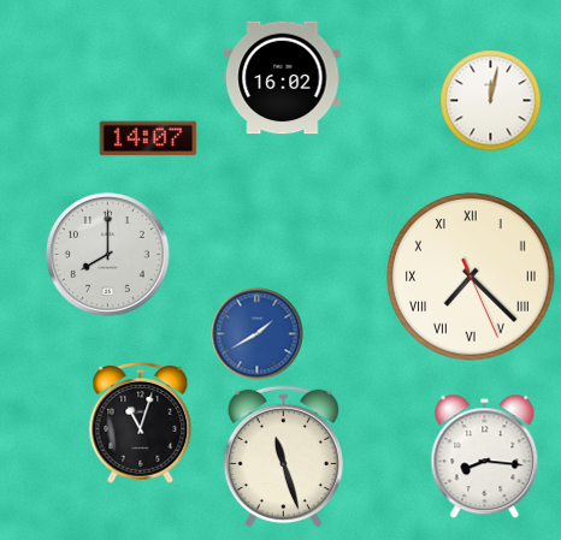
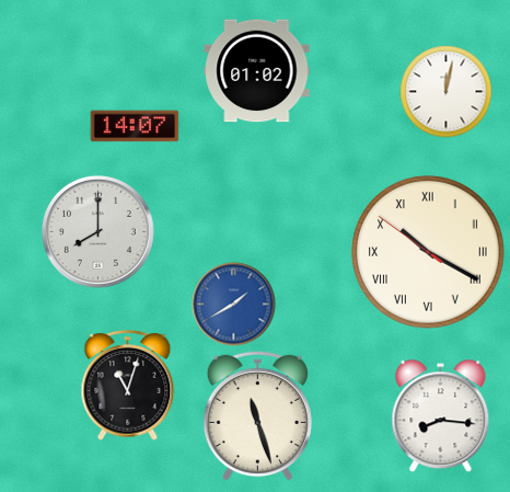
clock at (283, 78): 16:02 -> 01:02
clock at (472, 278): 7:22 -> 10:19
